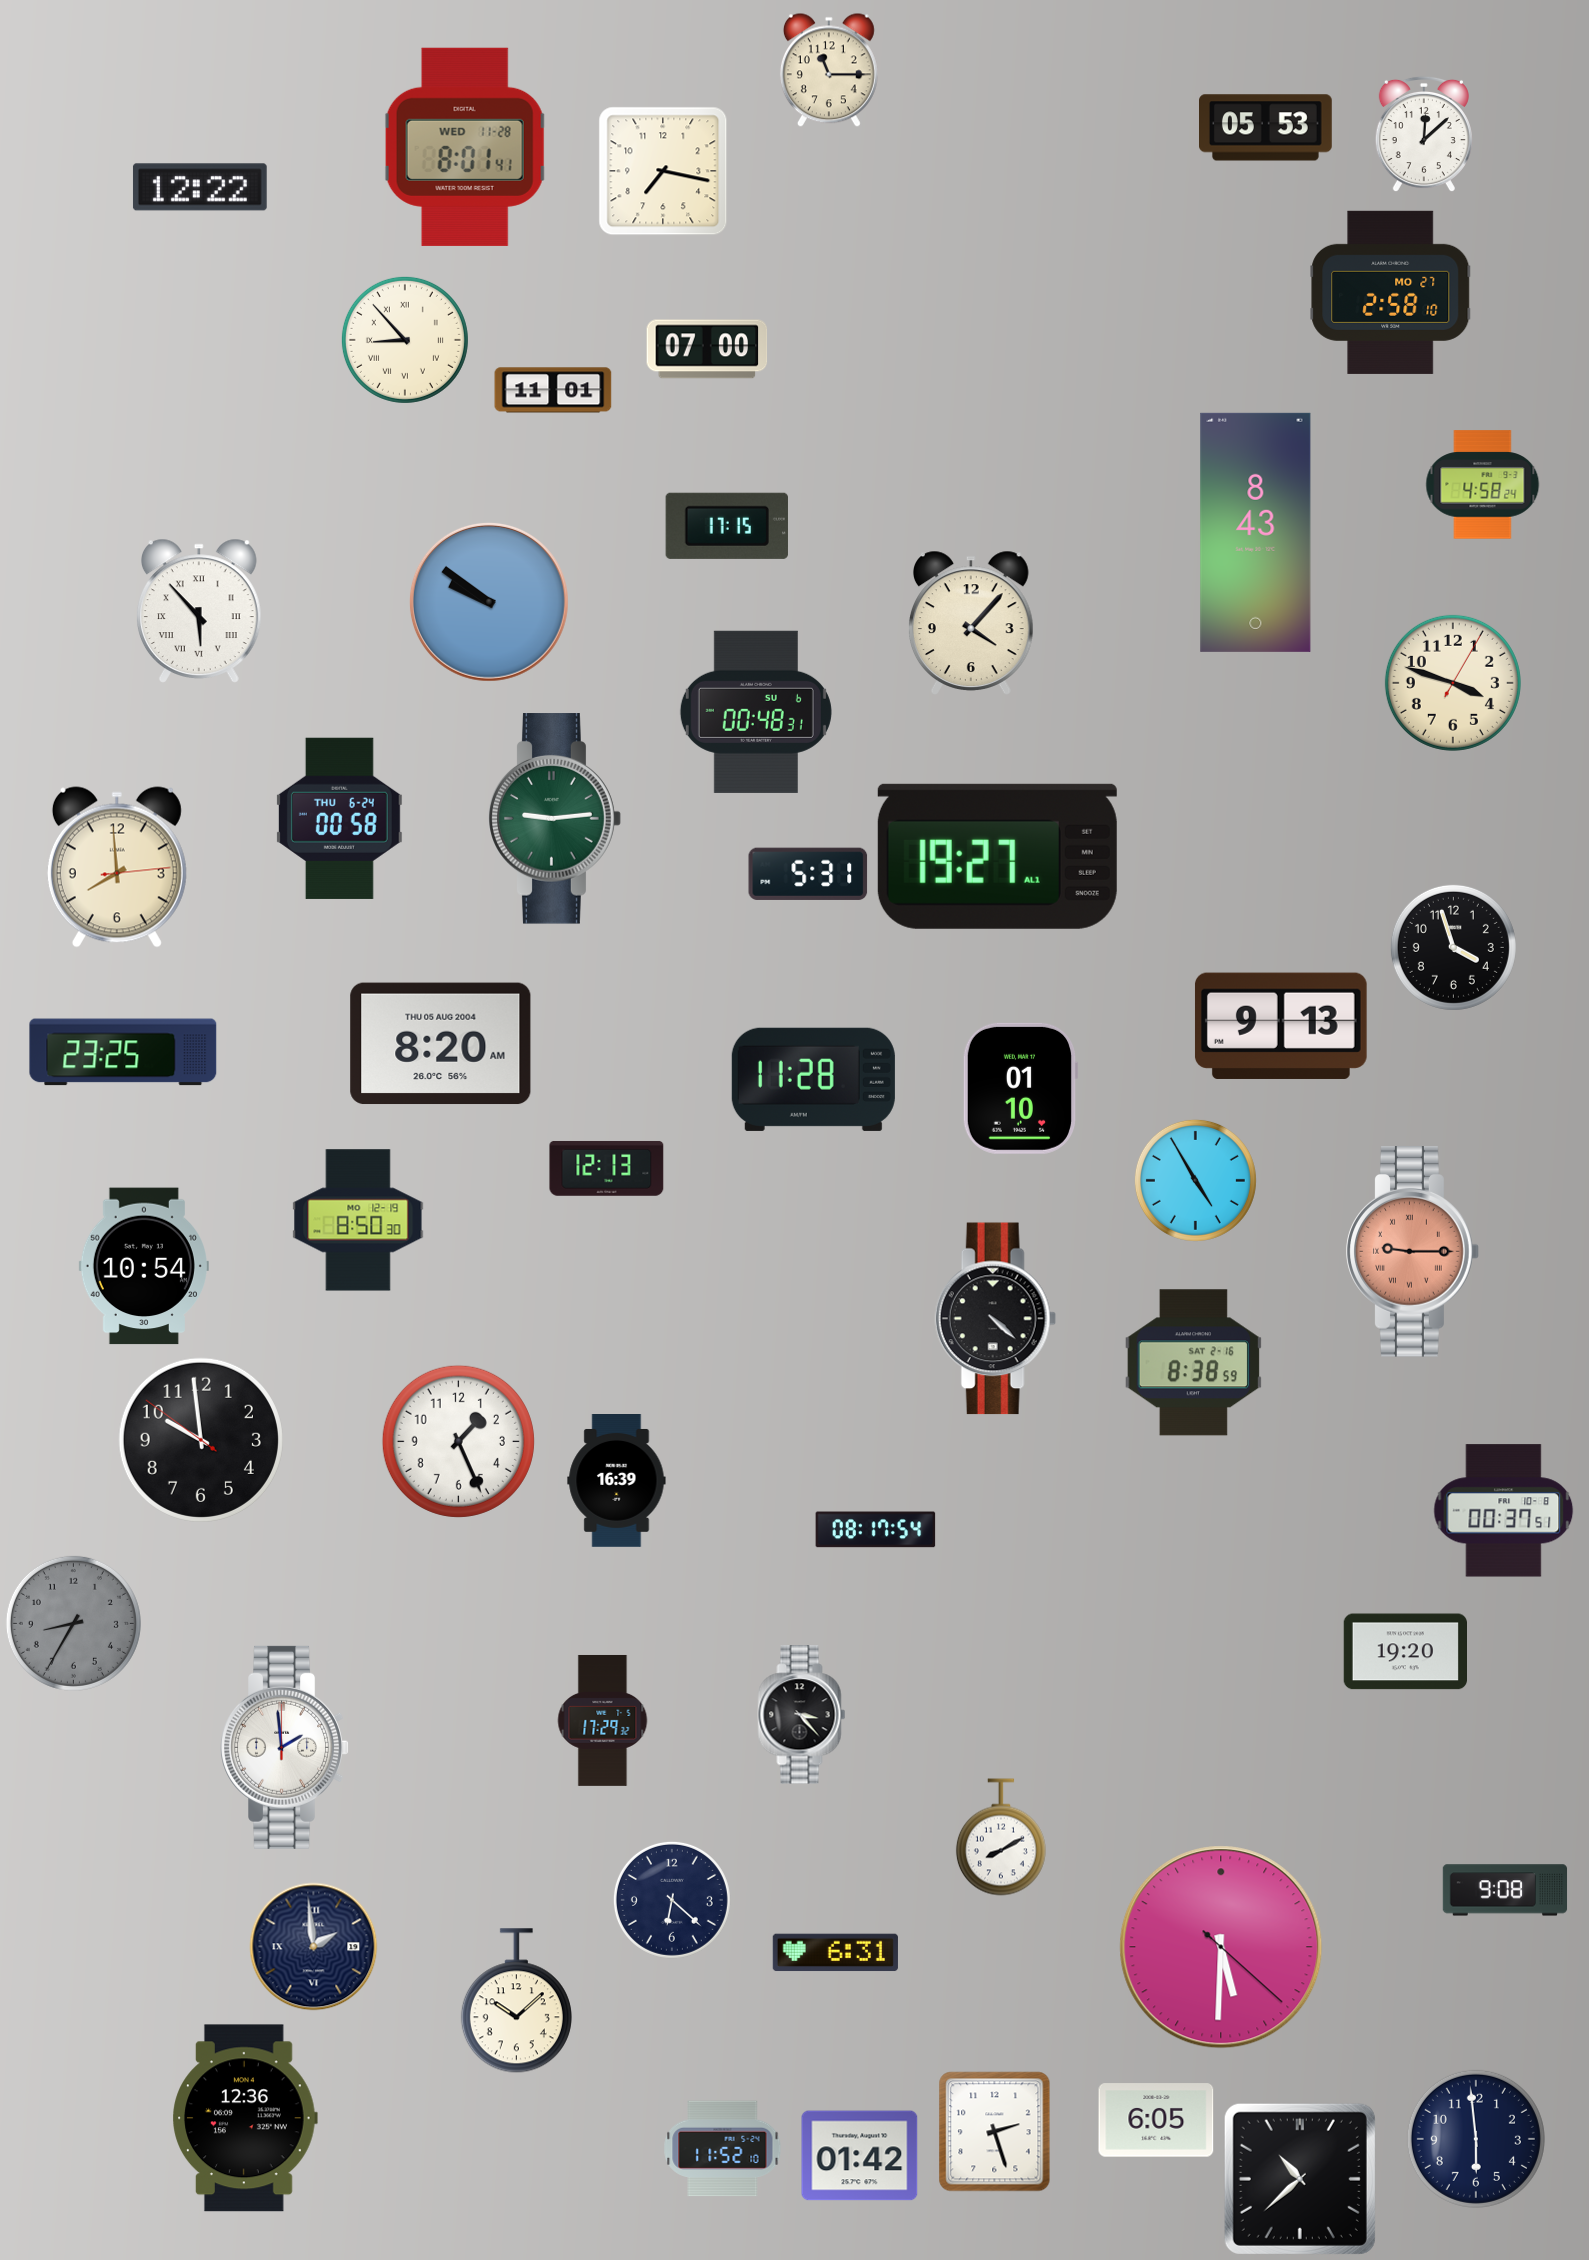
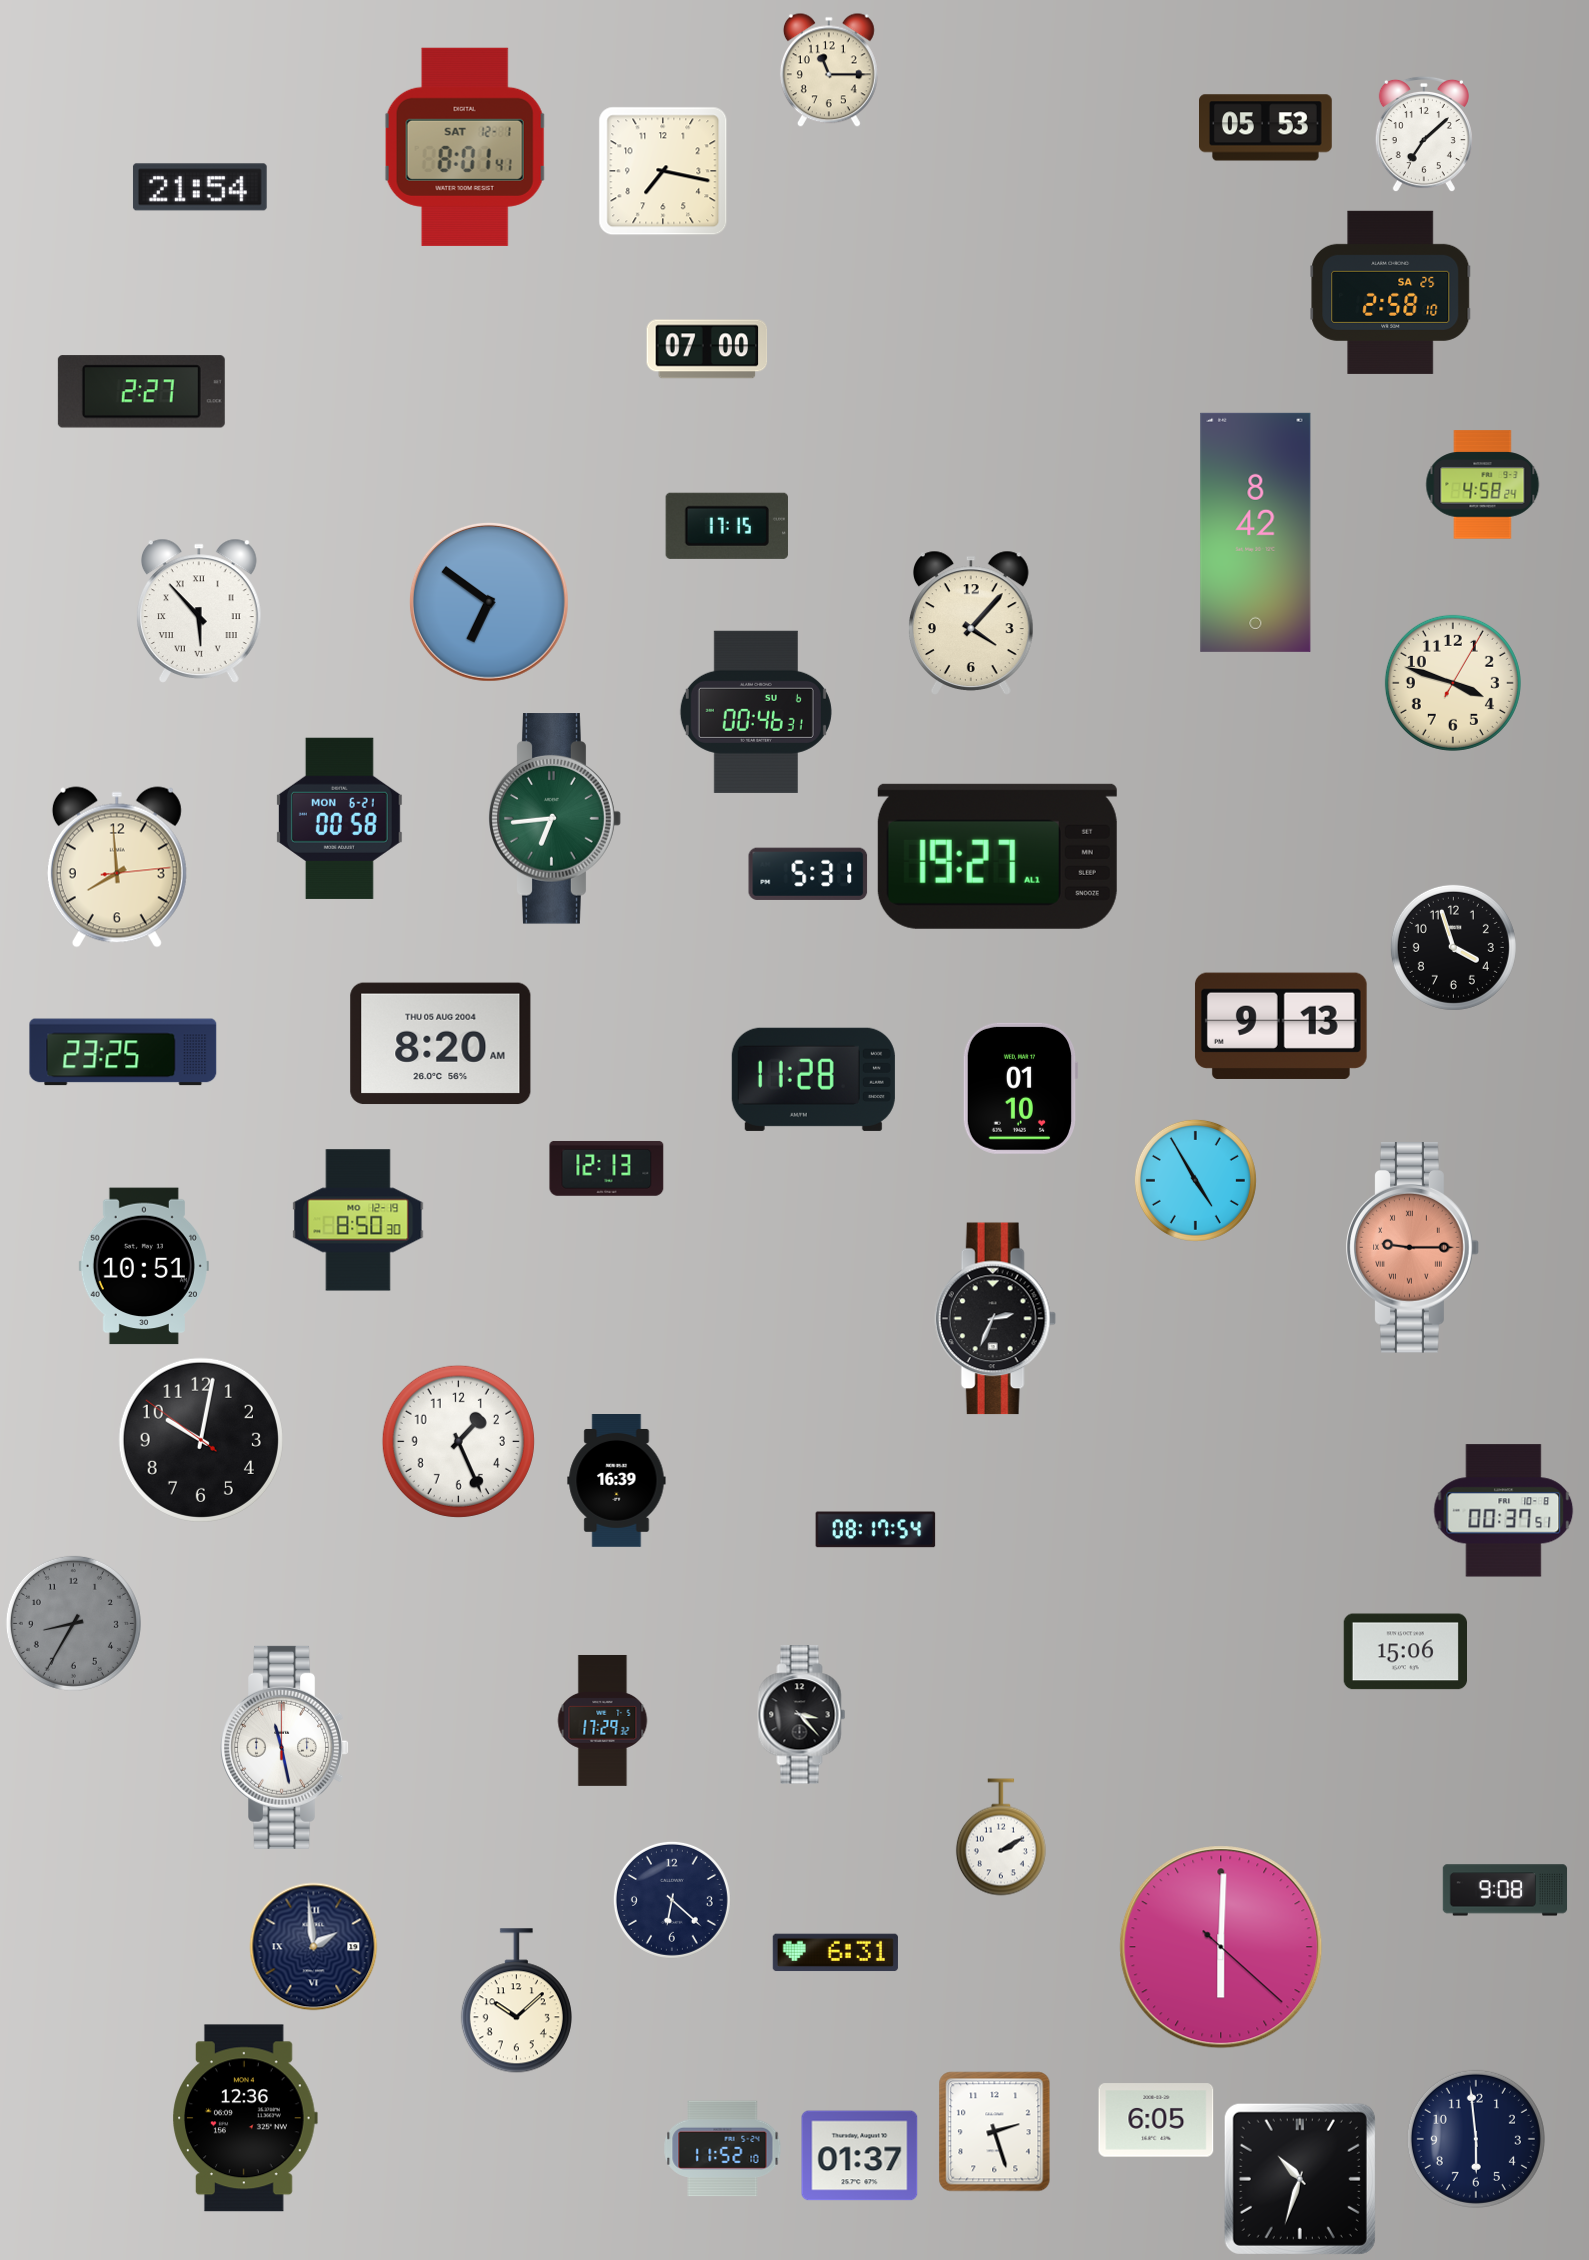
clock at (1424, 134): 12:08 -> 7:08
clock at (465, 147) date: WED 11-28 -> SAT 12-1
clock at (200, 187): 12:22 -> 21:54
clock at (1391, 292) date: MO 27 -> SA 25
clock at (405, 340): 8:53 -> none
clock at (553, 390): 11:01 -> none
clock at (141, 392): none -> 2:27
clock at (1256, 532): 8:43 -> 8:42
clock at (489, 602): 9:51 -> 6:51
clock at (756, 712): 00:48 -> 00:46
clock at (339, 818) date: THU 6-24 -> MON 6-21
clock at (555, 819): 9:14 -> 6:44
clock at (1413, 1252) position: (1413, 1252) -> (1413, 1248)
clock at (144, 1266): 10:54 -> 10:51
clock at (995, 1319): 4:22 -> 2:34
clock at (1193, 1363): 8:38 -> none
clock at (201, 1440): 9:58 -> 10:01
clock at (1405, 1652): 19:20 -> 15:06
clock at (284, 1747): 1:59 -> 11:28
clock at (1001, 1837): 8:10 -> 2:10
clock at (1221, 1947): 5:30 -> 6:00
clock at (860, 2156): 01:42 -> 01:37
clock at (1300, 2179): 10:38 -> 10:33
